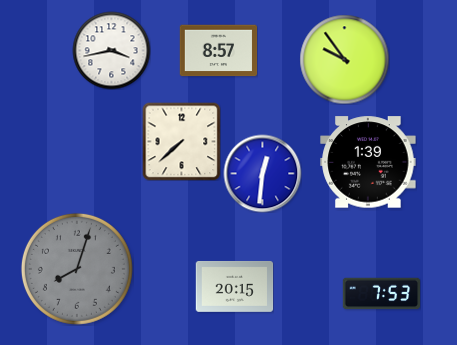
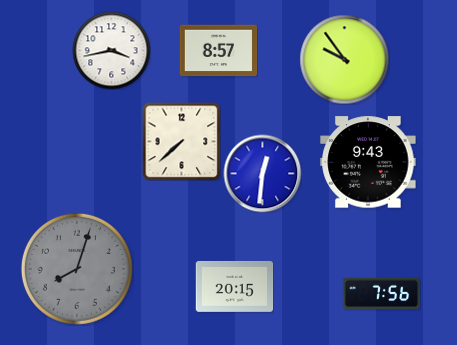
clock at (368, 162): 1:39 -> 9:43
clock at (381, 294): 7:53 -> 7:56
